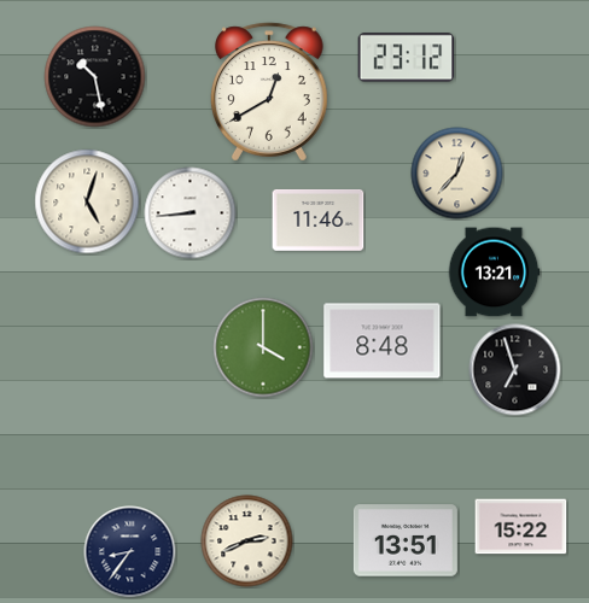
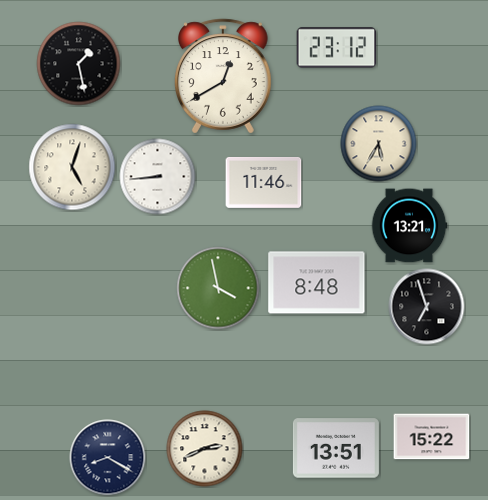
clock at (95, 77): 10:28 -> 1:28
clock at (457, 174): 12:37 -> 5:35
clock at (263, 347): 4:00 -> 3:58
clock at (130, 552): 8:36 -> 8:20
